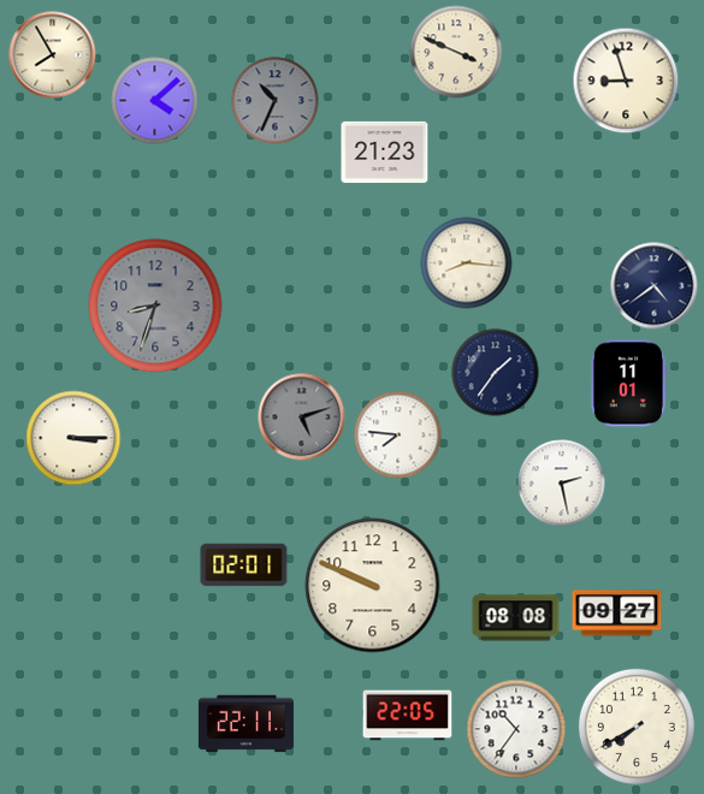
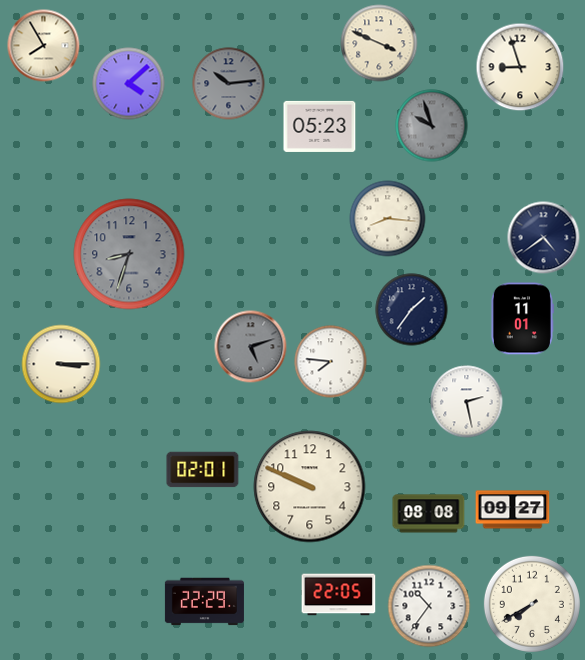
clock at (276, 101): 10:34 -> 10:14
clock at (385, 152): 21:23 -> 05:23
clock at (432, 126): none -> 9:57
clock at (245, 724): 22:11 -> 22:29
clock at (637, 727) position: (637, 727) -> (532, 604)
